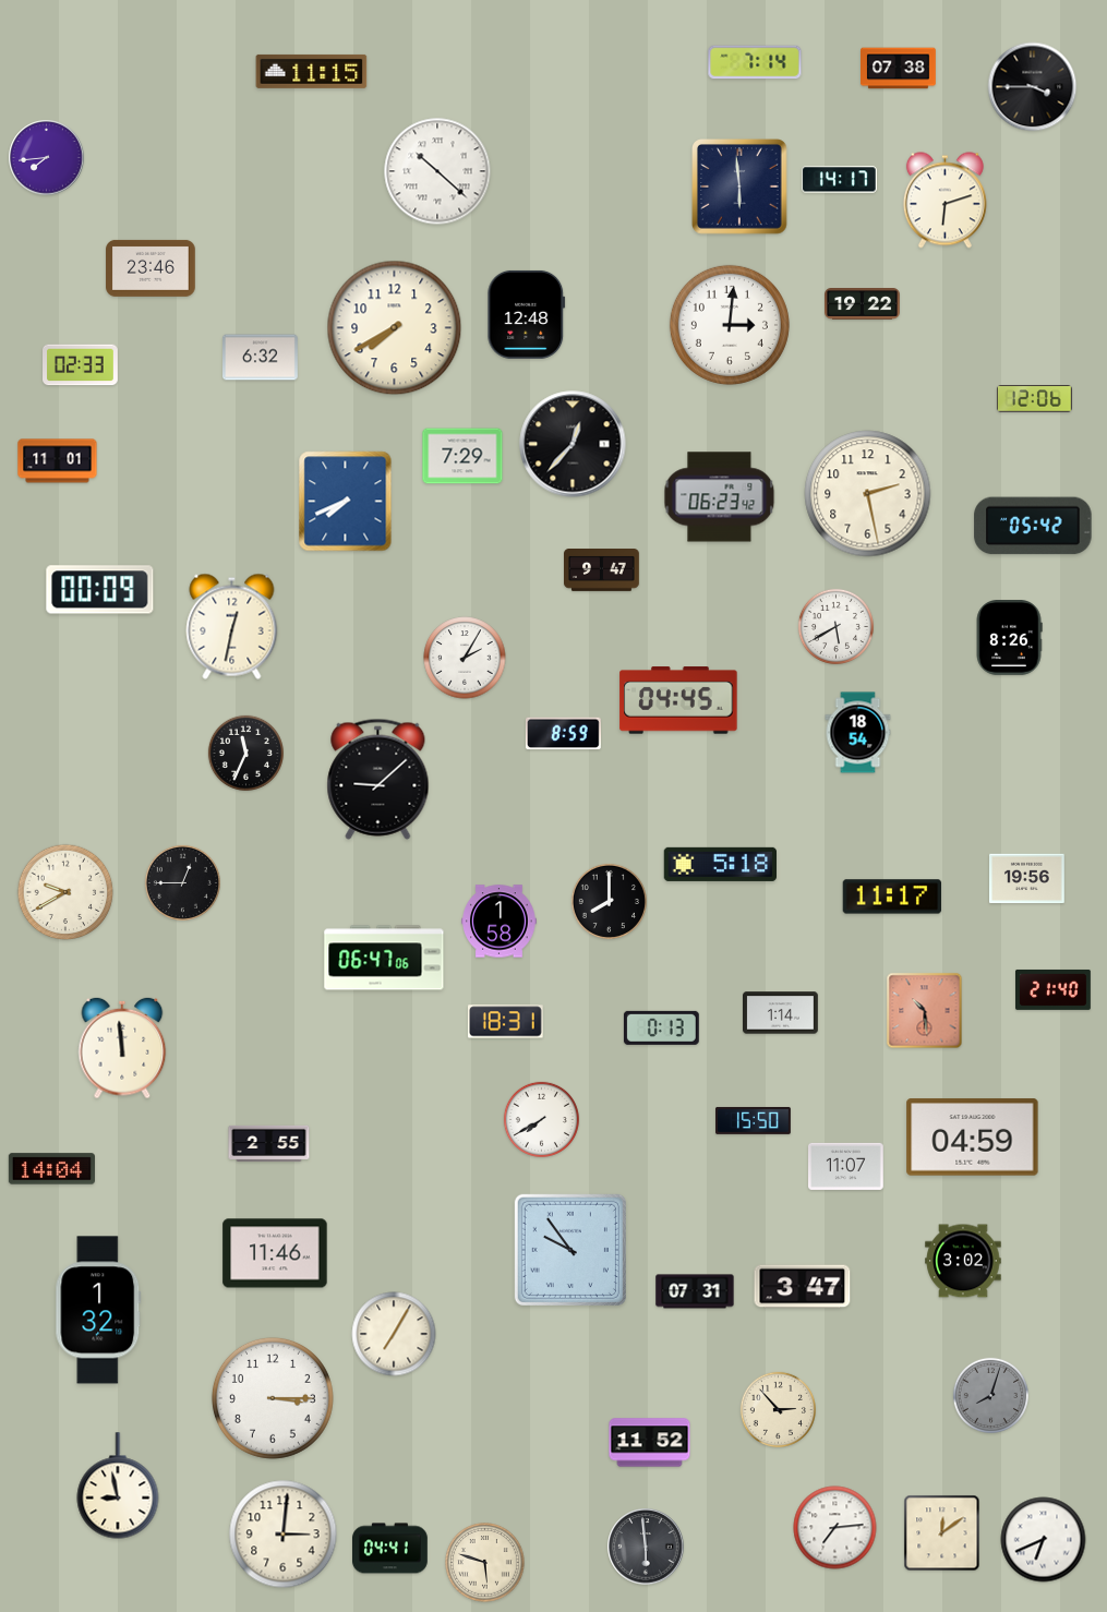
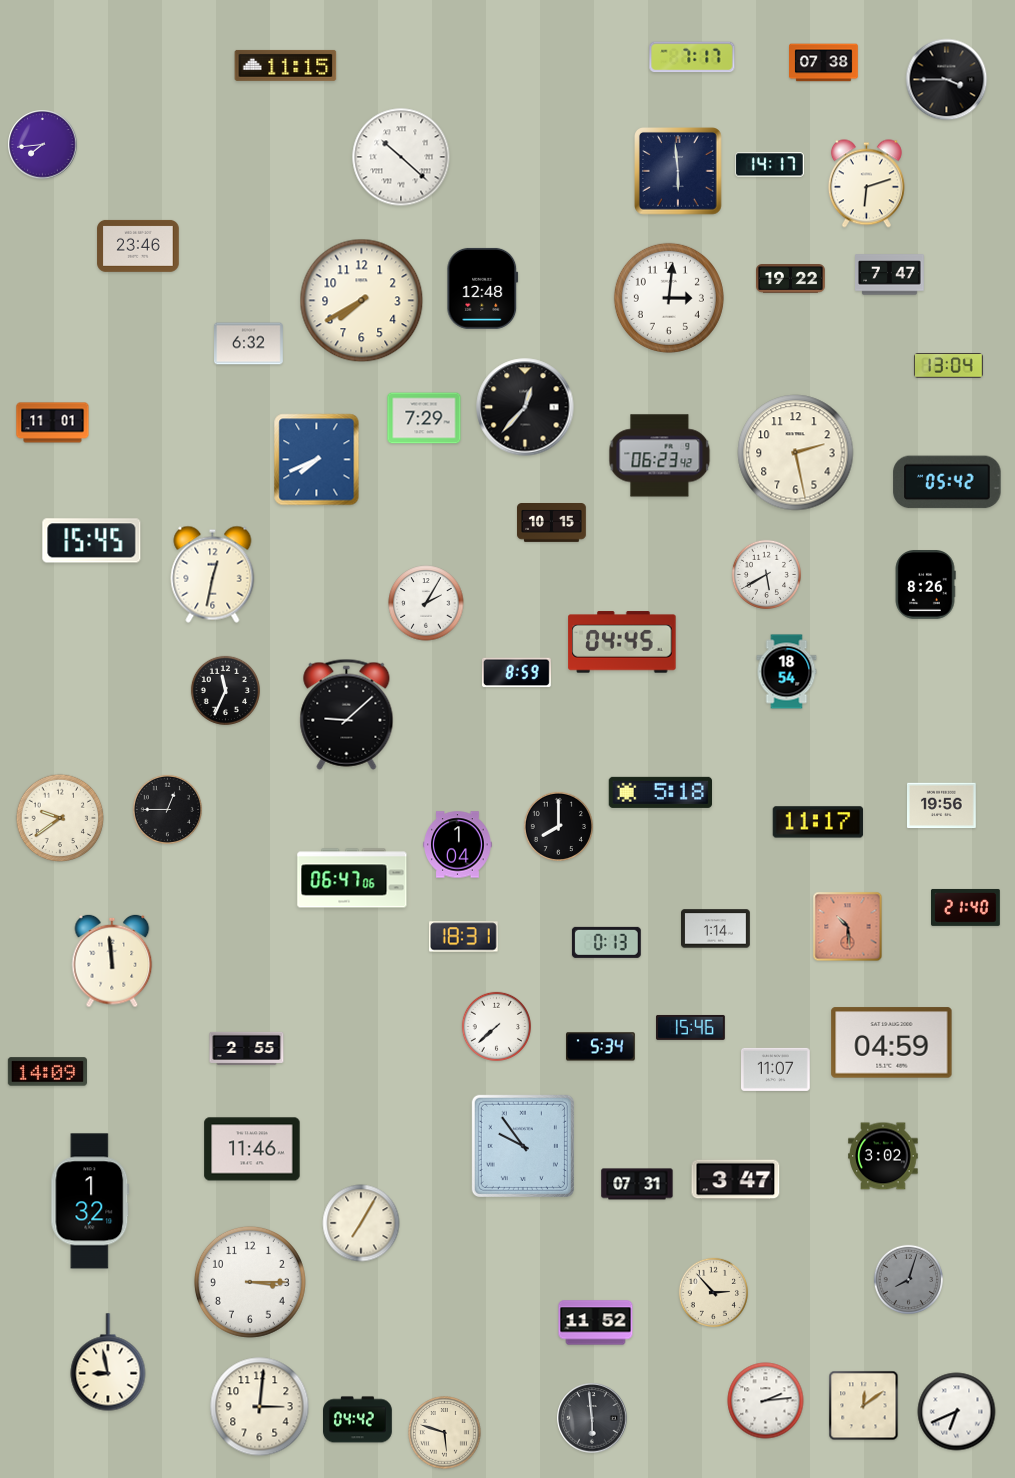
clock at (755, 62): 7:14 -> 7:17
clock at (890, 275): none -> 7:47
clock at (261, 358) position: (261, 358) -> (249, 344)
clock at (81, 365): 02:33 -> none
clock at (1034, 399): 12:06 -> 13:04
clock at (602, 570): 9:47 -> 10:15
clock at (100, 590): 00:09 -> 15:45
clock at (65, 892): 9:40 -> 9:39
clock at (500, 922): 1:58 -> 1:04
clock at (541, 1119): 7:40 -> 7:38
clock at (754, 1120): 15:50 -> 15:46
clock at (601, 1047): none -> 5:34
clock at (51, 1169): 14:04 -> 14:09
clock at (835, 1528): 7:14 -> 2:14
clock at (390, 1549): 04:41 -> 04:42
